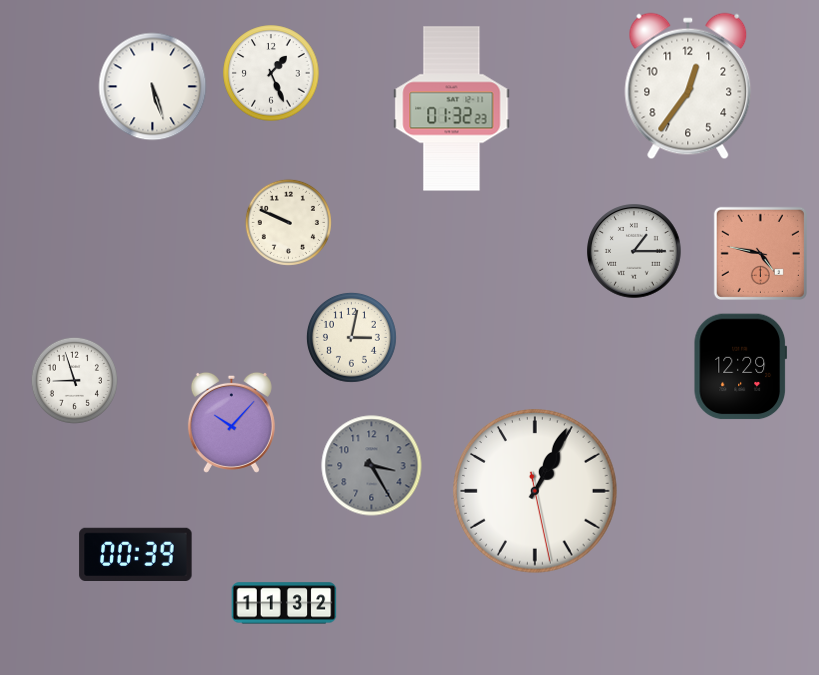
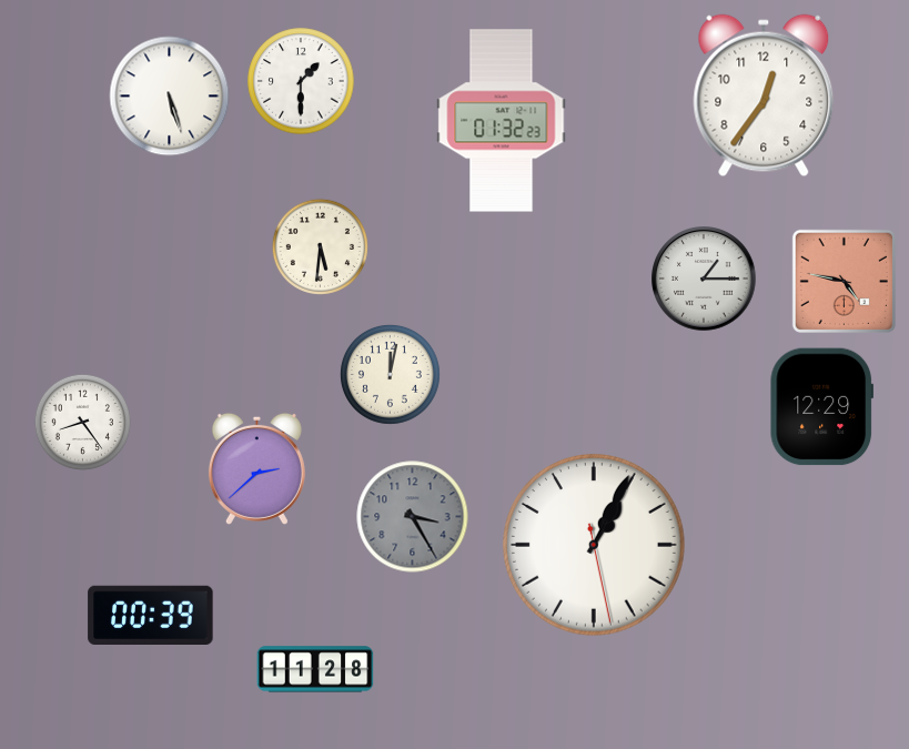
clock at (271, 73): 1:26 -> 1:30
clock at (288, 222): 9:49 -> 5:31
clock at (351, 337): 3:02 -> 12:02
clock at (74, 380): 8:57 -> 8:24
clock at (231, 422): 10:07 -> 2:38
clock at (284, 603): 11:32 -> 11:28
